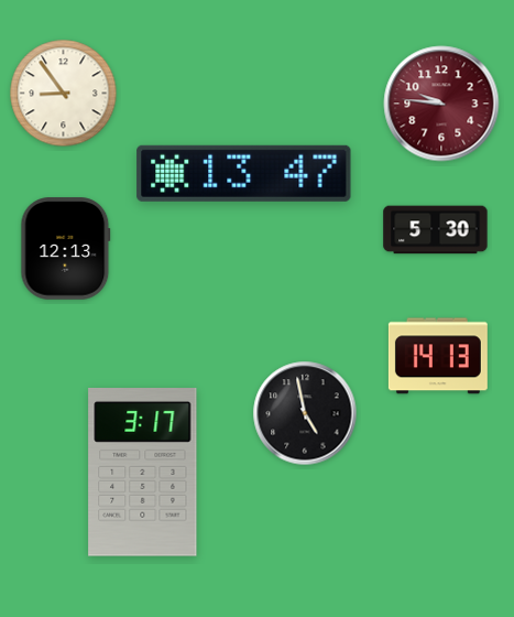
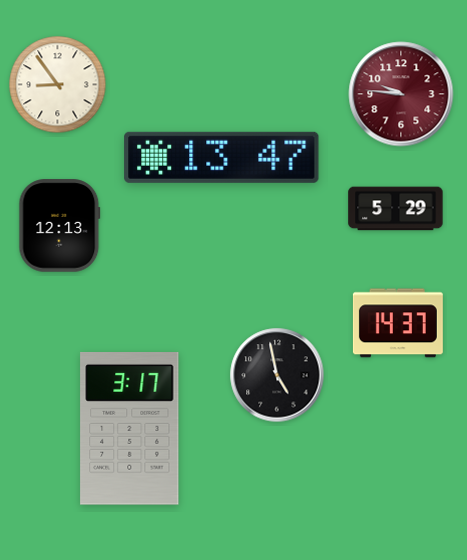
clock at (436, 230): 5:30 -> 5:29
clock at (438, 356): 14:13 -> 14:37
